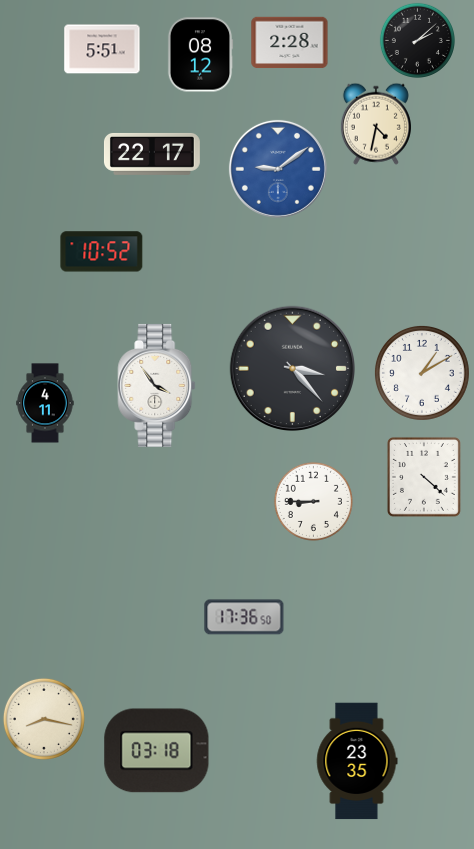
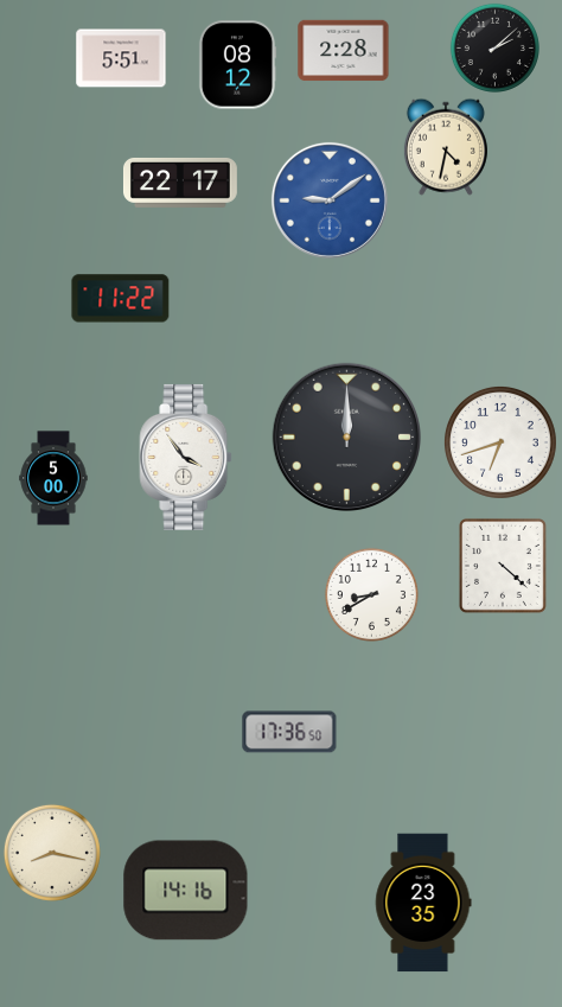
clock at (102, 252): 10:52 -> 11:22
clock at (292, 368): 3:23 -> 12:00
clock at (422, 373): 1:10 -> 6:42
clock at (45, 403): 4:11 -> 5:00
clock at (313, 501): 8:45 -> 8:40
clock at (157, 751): 03:18 -> 14:16
